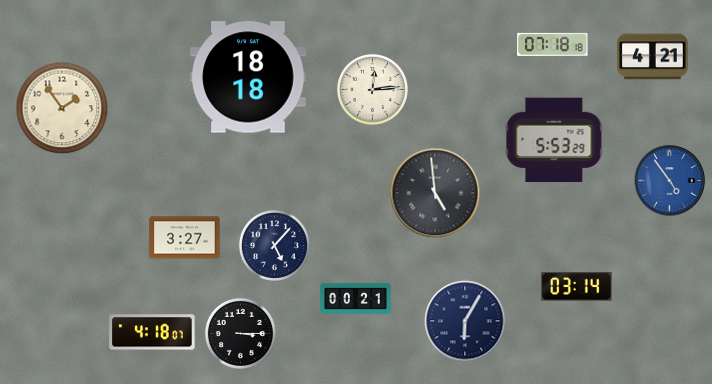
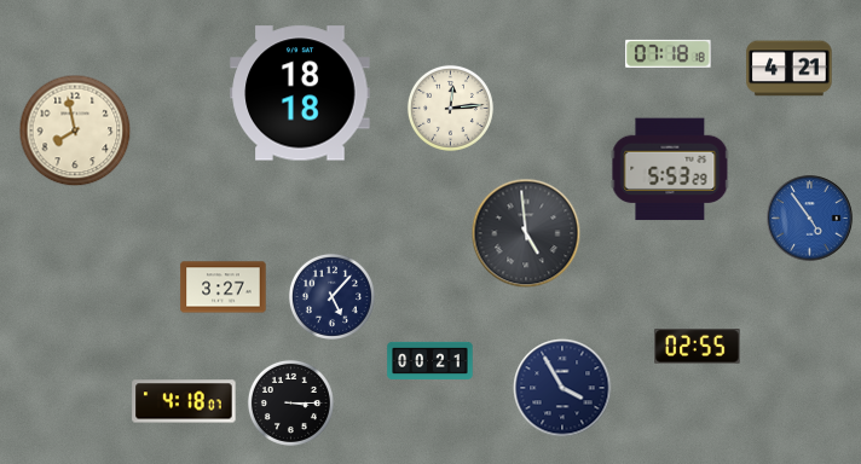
clock at (62, 108): 1:54 -> 7:58
clock at (577, 287): 03:14 -> 02:55
clock at (465, 321): 6:05 -> 3:55
